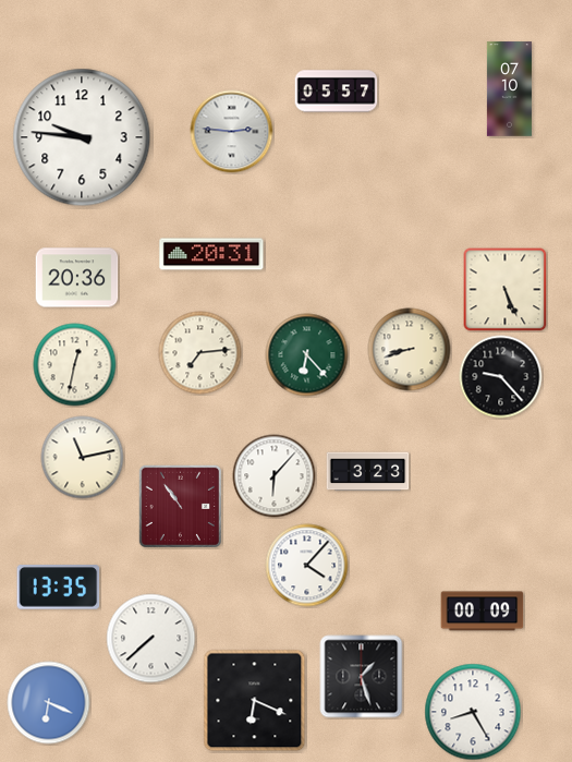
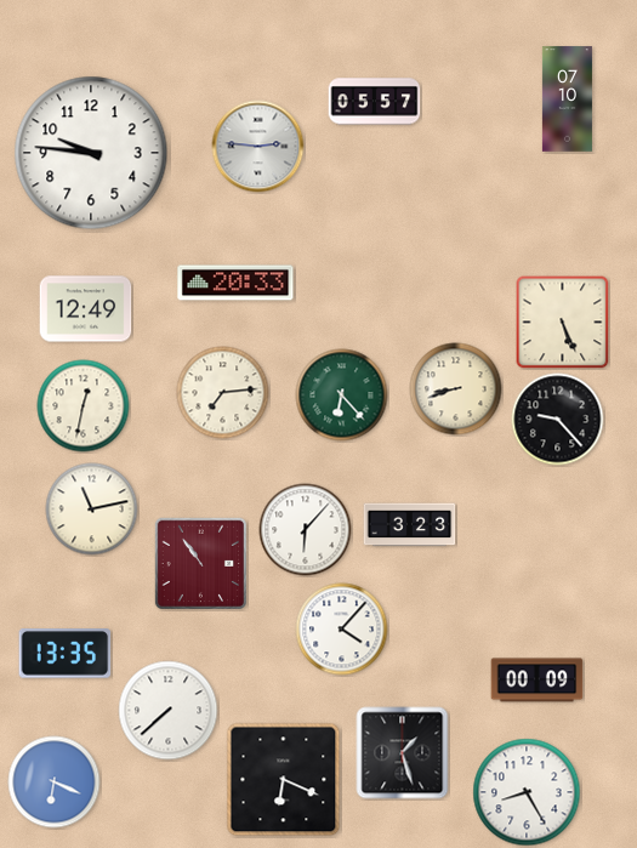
clock at (211, 254): 20:31 -> 20:33
clock at (77, 278): 20:36 -> 12:49
